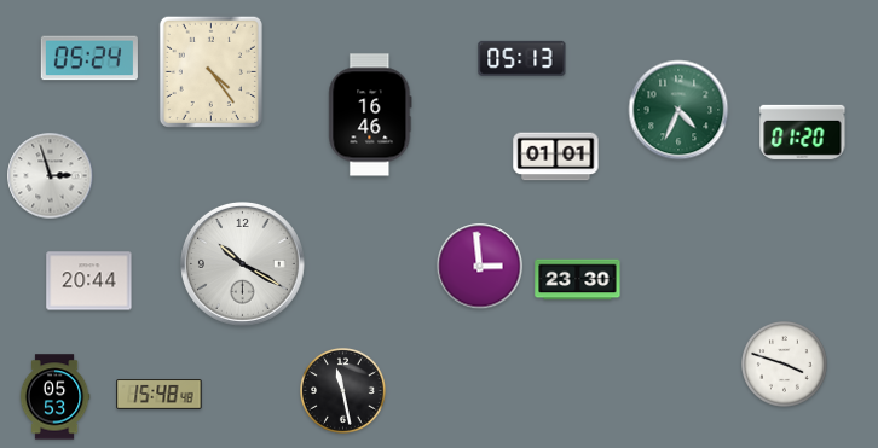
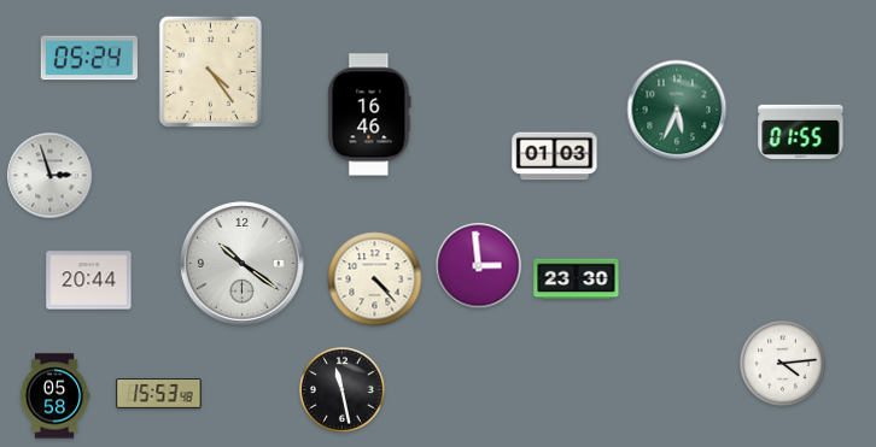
clock at (522, 58): 05:13 -> none
clock at (678, 110): 4:34 -> 5:34
clock at (803, 132): 01:20 -> 01:55
clock at (556, 157): 01:01 -> 01:03
clock at (243, 264): 10:20 -> 10:21
clock at (375, 280): none -> 4:23
clock at (785, 365): 3:48 -> 4:14
clock at (160, 395): 15:48 -> 15:53
clock at (54, 397): 05:53 -> 05:58
